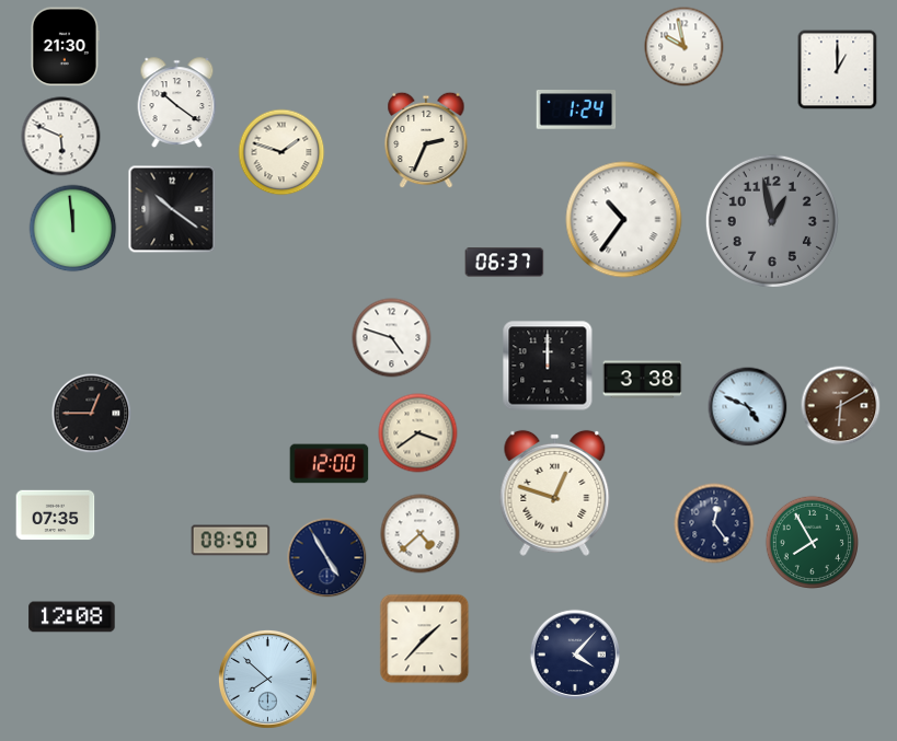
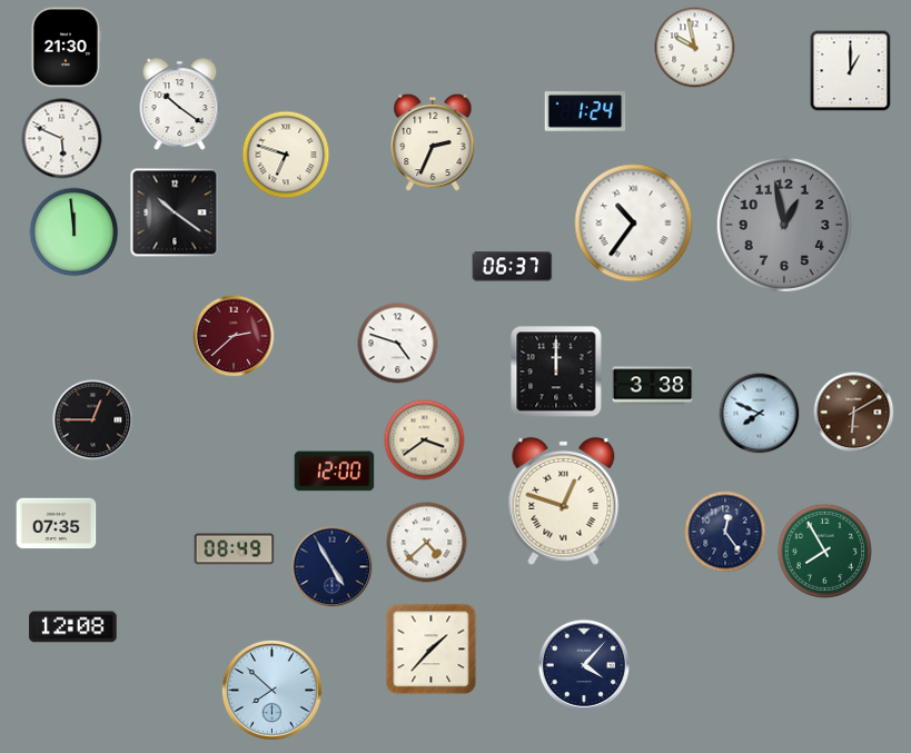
clock at (281, 152): 1:48 -> 6:48
clock at (234, 336): none -> 2:38
clock at (748, 407): 4:49 -> 7:49
clock at (231, 541): 08:50 -> 08:49
